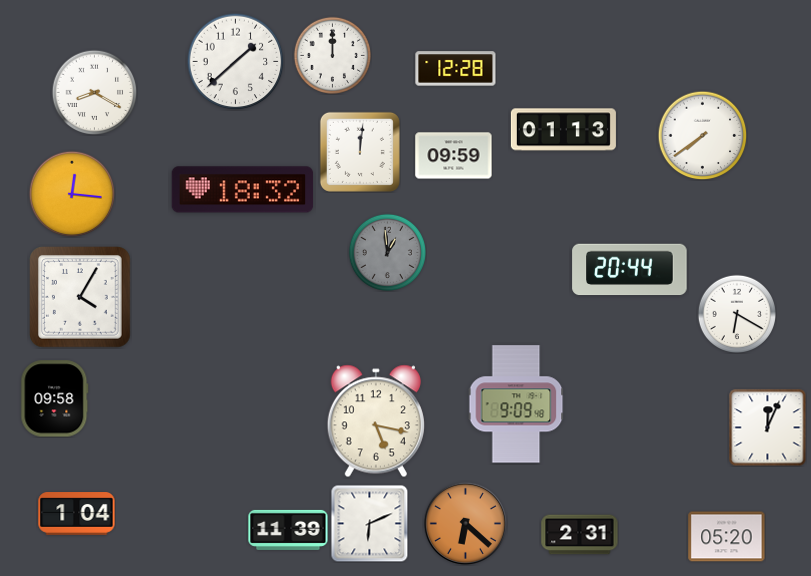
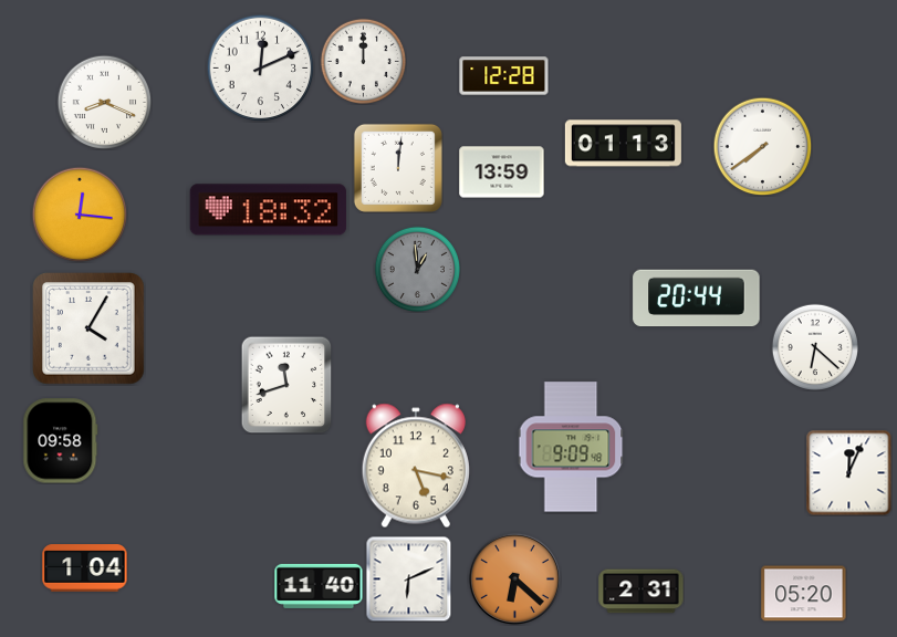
clock at (332, 55) position: (332, 55) -> (363, 61)
clock at (235, 61): 1:38 -> 12:11
clock at (94, 92): 8:20 -> 8:19
clock at (702, 135) position: (702, 135) -> (762, 146)
clock at (454, 156): 09:59 -> 13:59
clock at (387, 252) position: (387, 252) -> (417, 269)
clock at (736, 313): 6:20 -> 6:22
clock at (286, 385): none -> 11:42
clock at (288, 530): 11:39 -> 11:40
